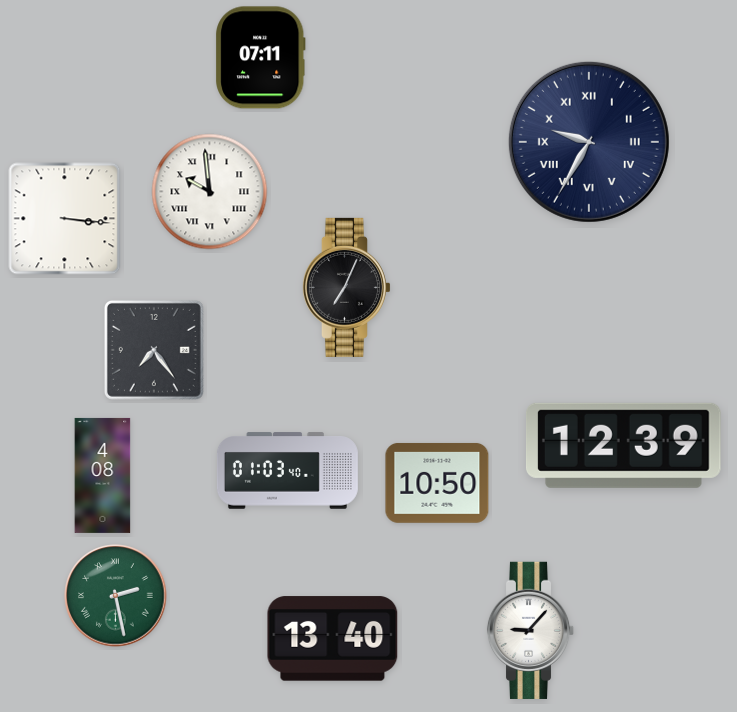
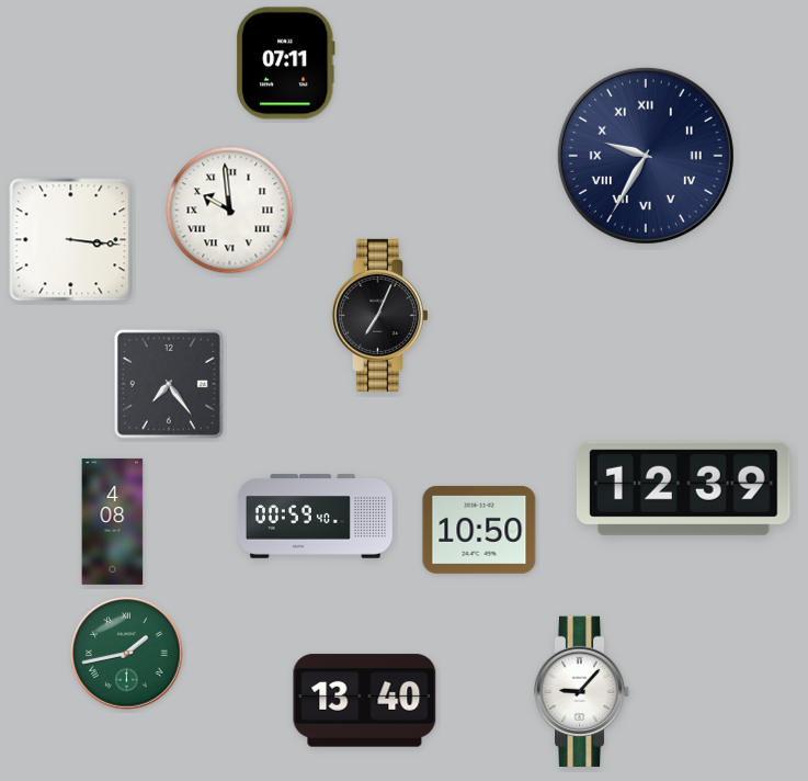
clock at (287, 471): 01:03 -> 00:59
clock at (116, 596): 2:28 -> 1:43
